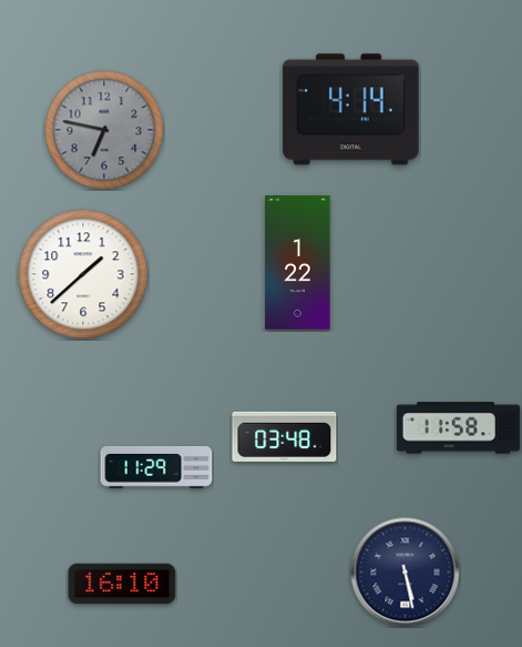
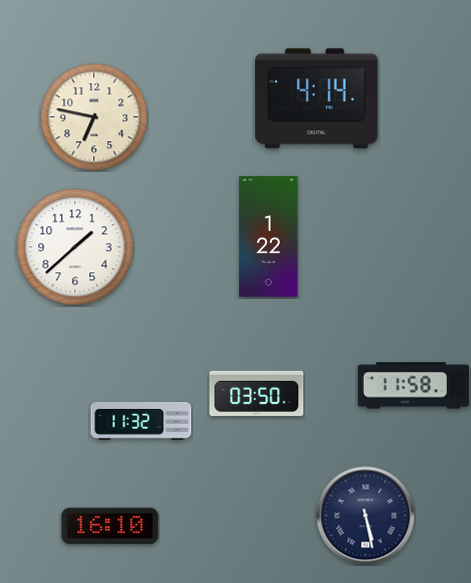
clock at (104, 130) dial: grey -> cream
clock at (285, 436): 03:48 -> 03:50
clock at (156, 468): 11:29 -> 11:32
